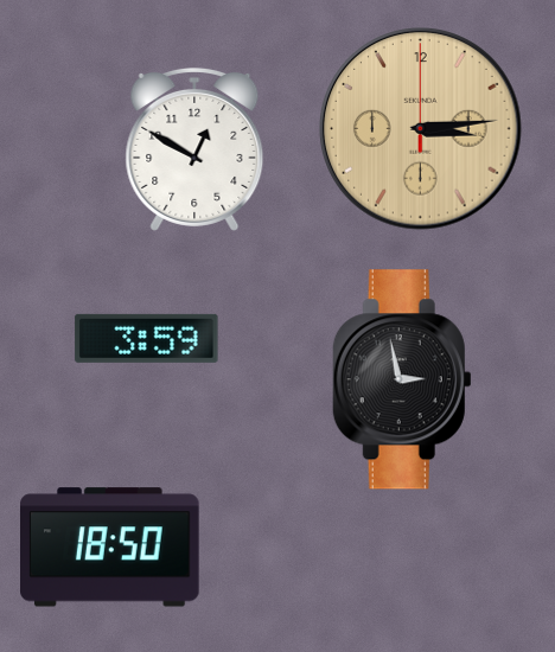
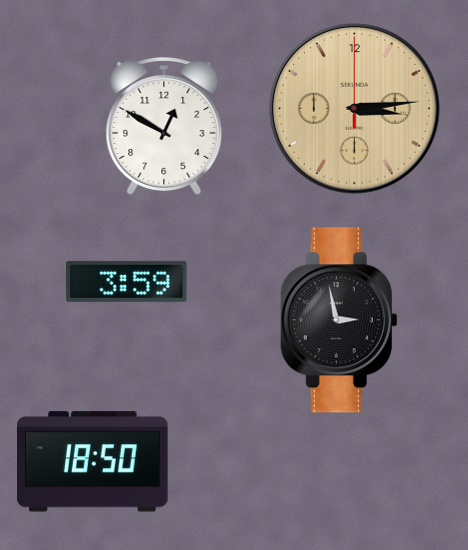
clock at (147, 338) position: (147, 338) -> (127, 281)
